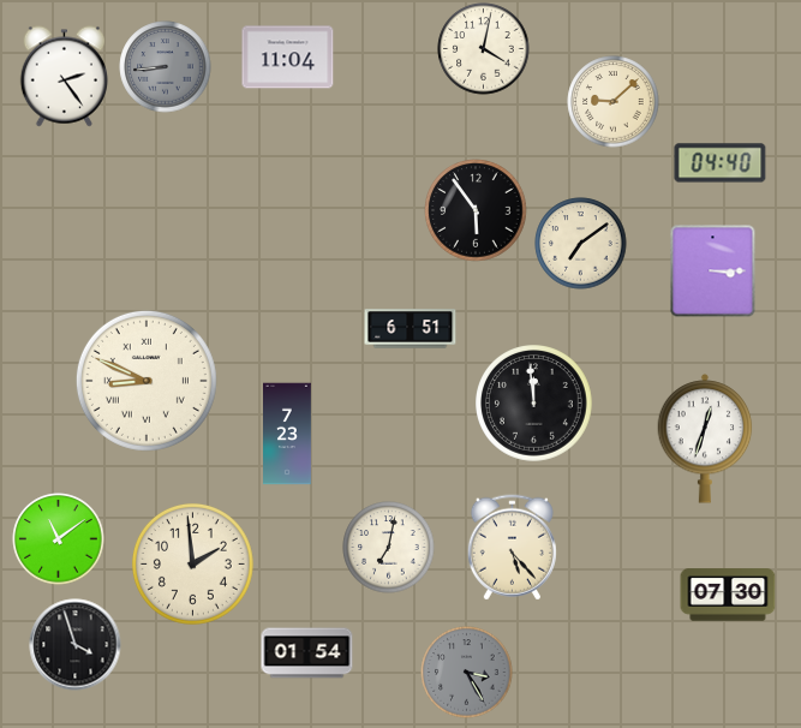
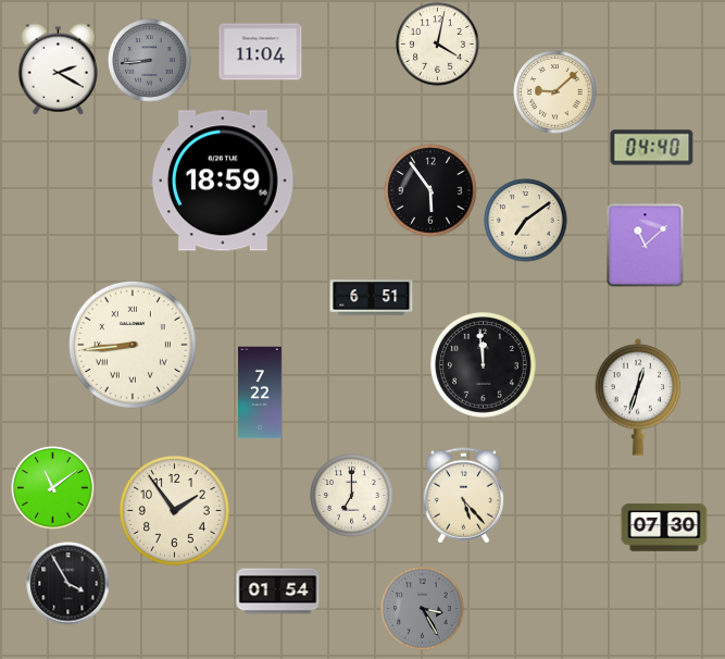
clock at (64, 77): 2:24 -> 2:20
clock at (223, 181): none -> 18:59
clock at (713, 271): 3:15 -> 11:08
clock at (147, 381): 8:49 -> 8:44
clock at (288, 434): 7:23 -> 7:22
clock at (389, 548): 7:02 -> 7:00
clock at (192, 565): 1:59 -> 1:54
clock at (728, 595) position: (728, 595) -> (664, 527)
clock at (76, 645): 3:57 -> 3:55
